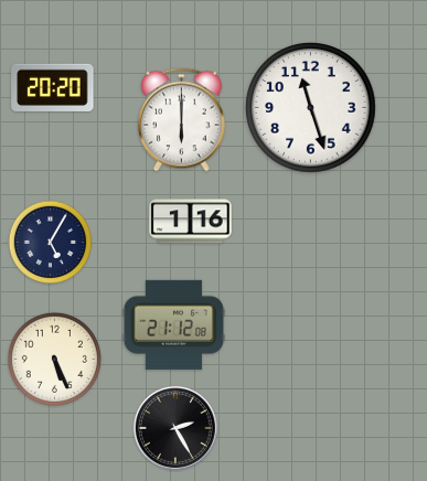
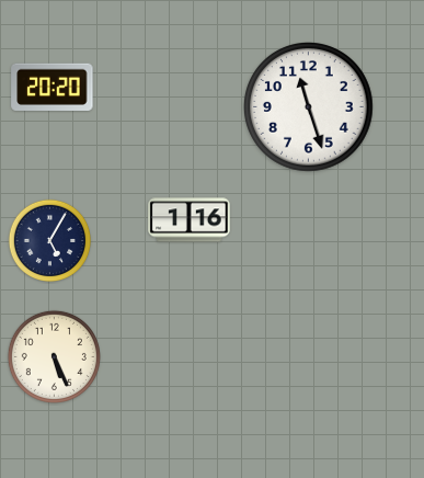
clock at (182, 120): 6:00 -> none
clock at (173, 324): 21:12 -> none
clock at (175, 428): 2:25 -> none
